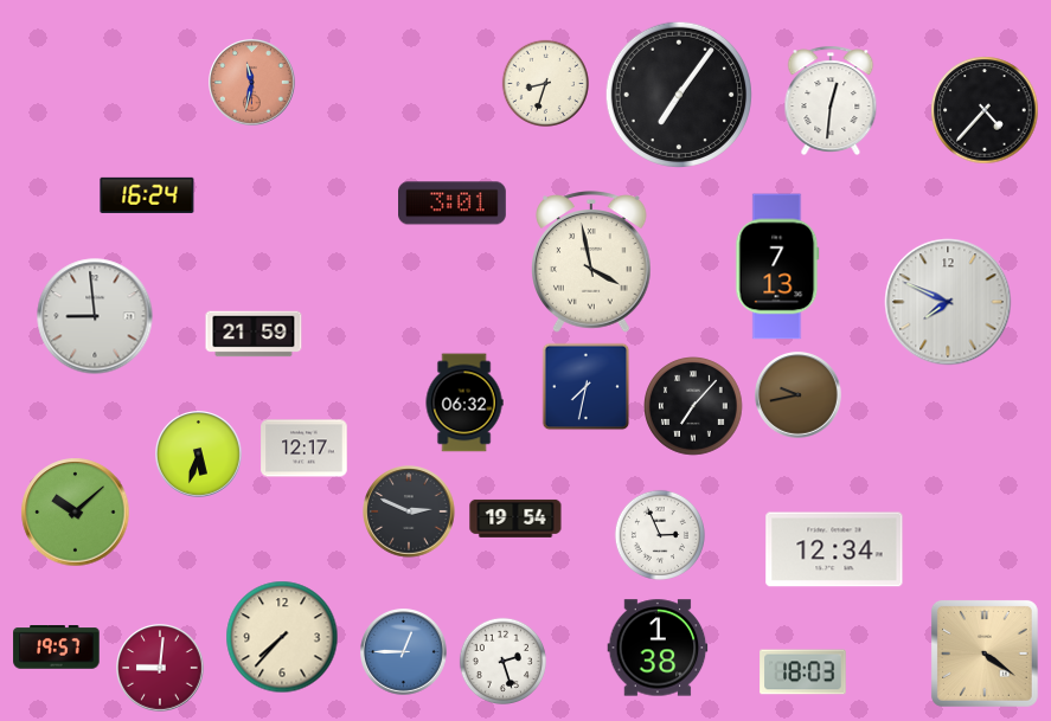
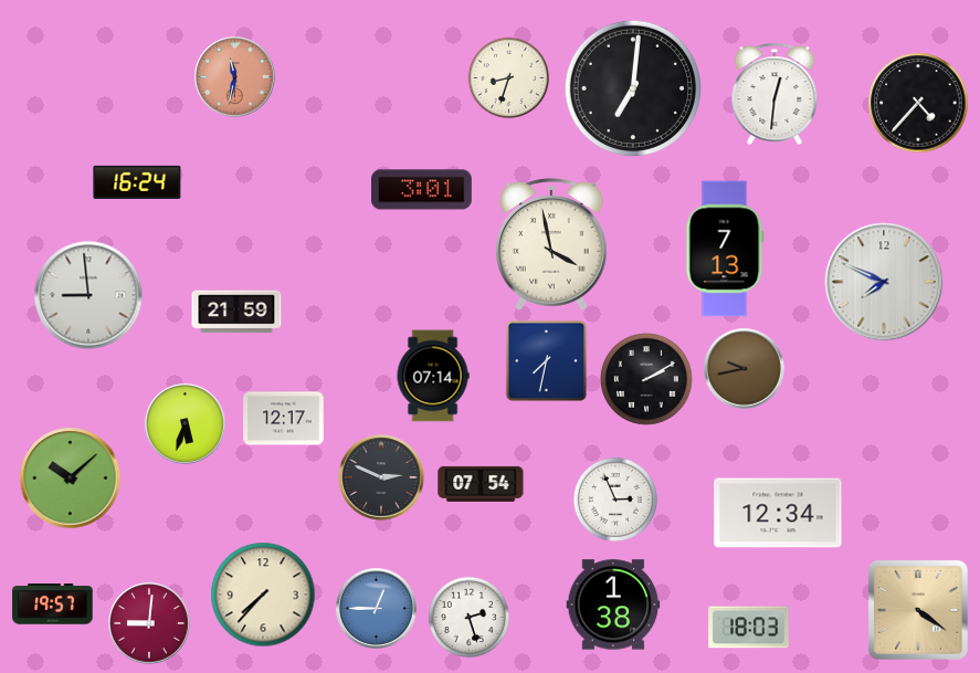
clock at (678, 94): 7:06 -> 7:01
clock at (464, 403): 06:32 -> 07:14
clock at (693, 406): 7:07 -> 2:10
clock at (515, 519): 19:54 -> 07:54
